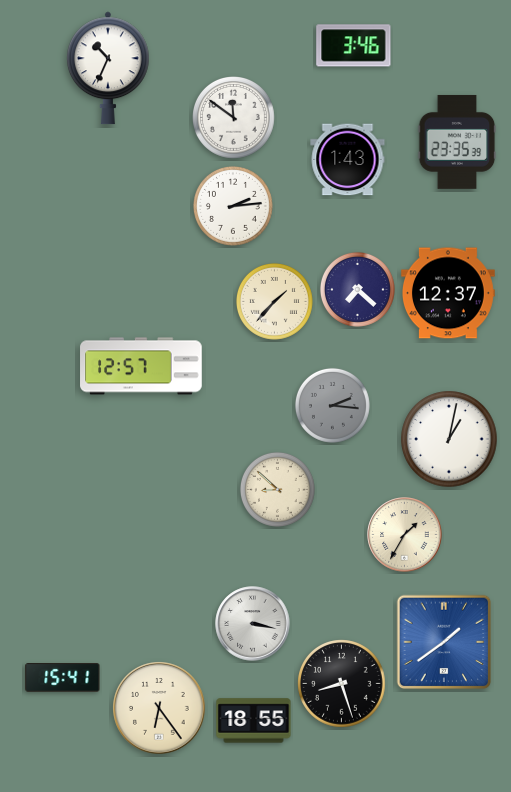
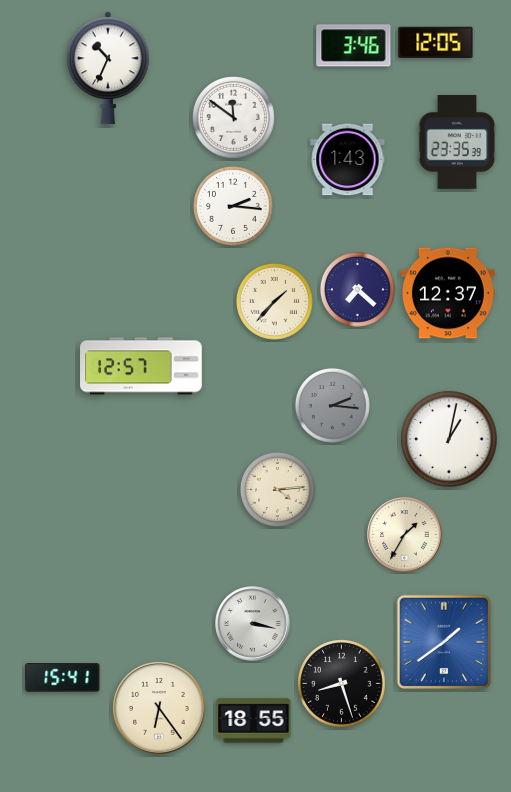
clock at (436, 42): none -> 12:05
clock at (233, 206): 2:14 -> 2:16
clock at (277, 489): 8:52 -> 4:14
